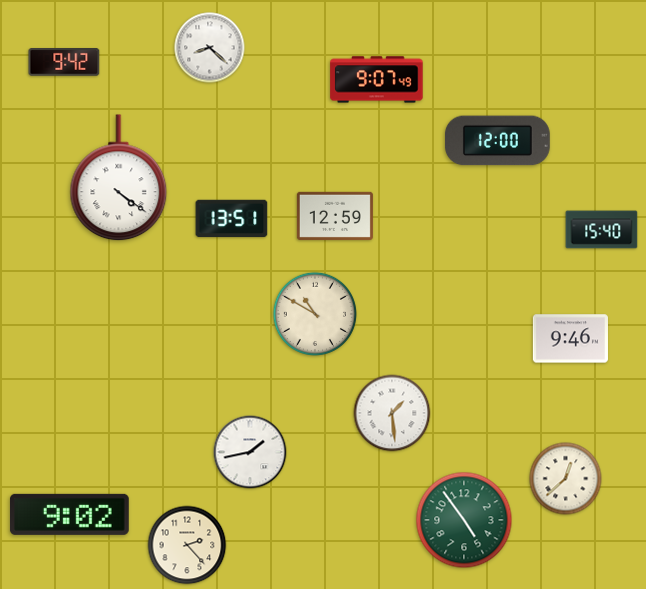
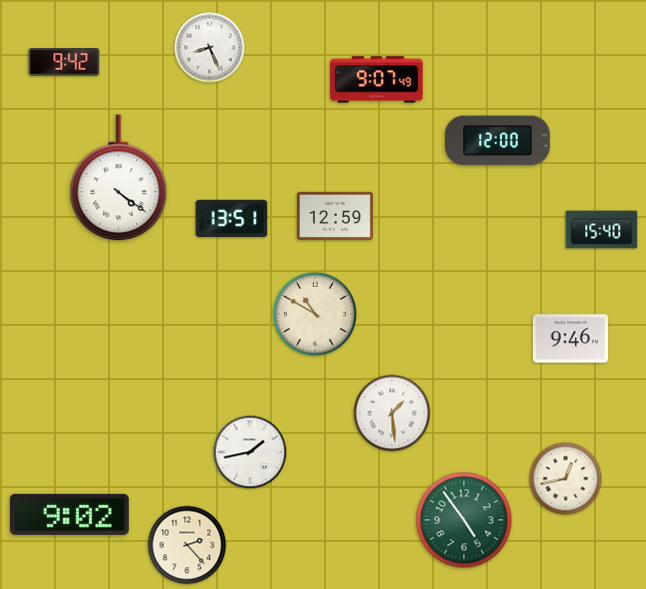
clock at (210, 48): 8:22 -> 8:26
clock at (566, 479): 12:38 -> 12:43
